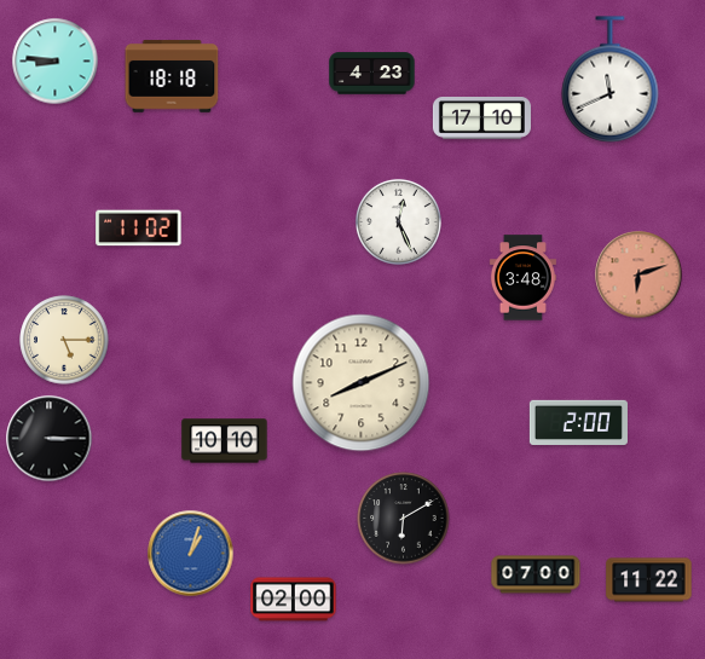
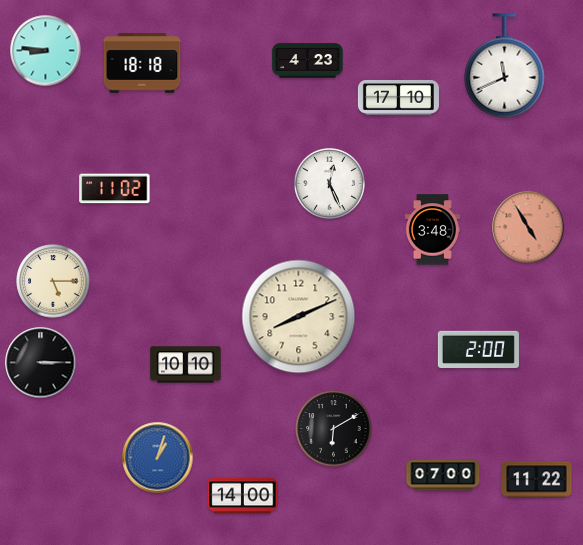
clock at (638, 274): 6:12 -> 4:55
clock at (294, 600): 02:00 -> 14:00
